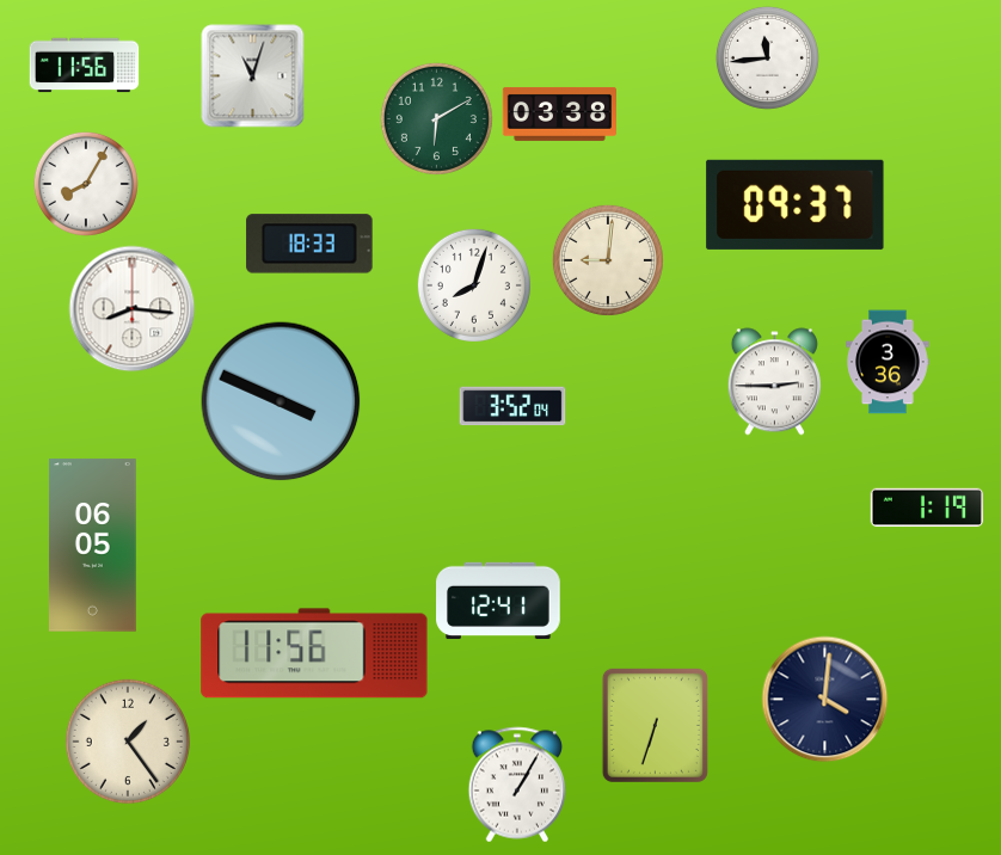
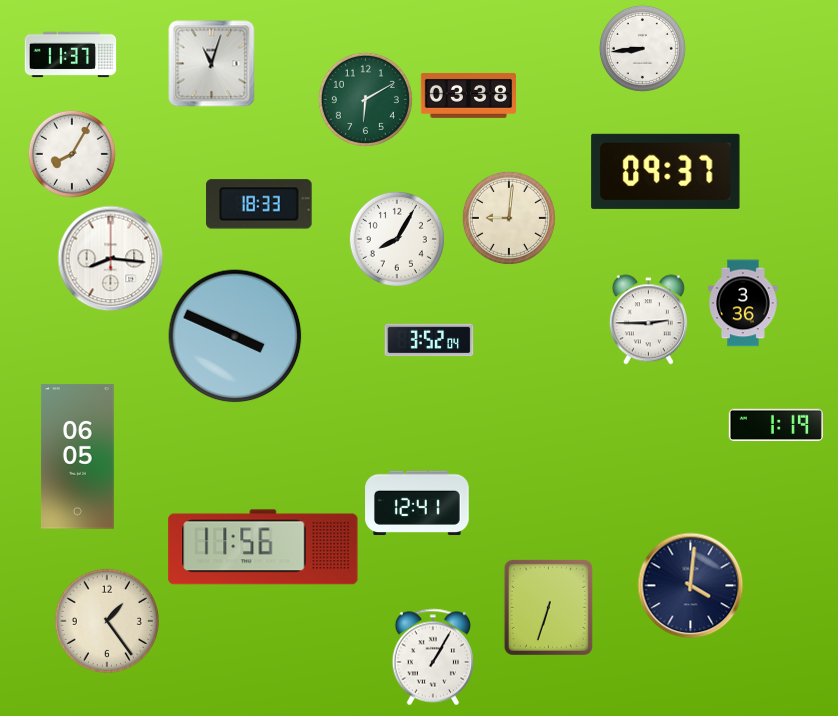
clock at (767, 57): 11:44 -> 8:44
clock at (85, 66): 11:56 -> 11:37
clock at (474, 285): 8:03 -> 8:05
